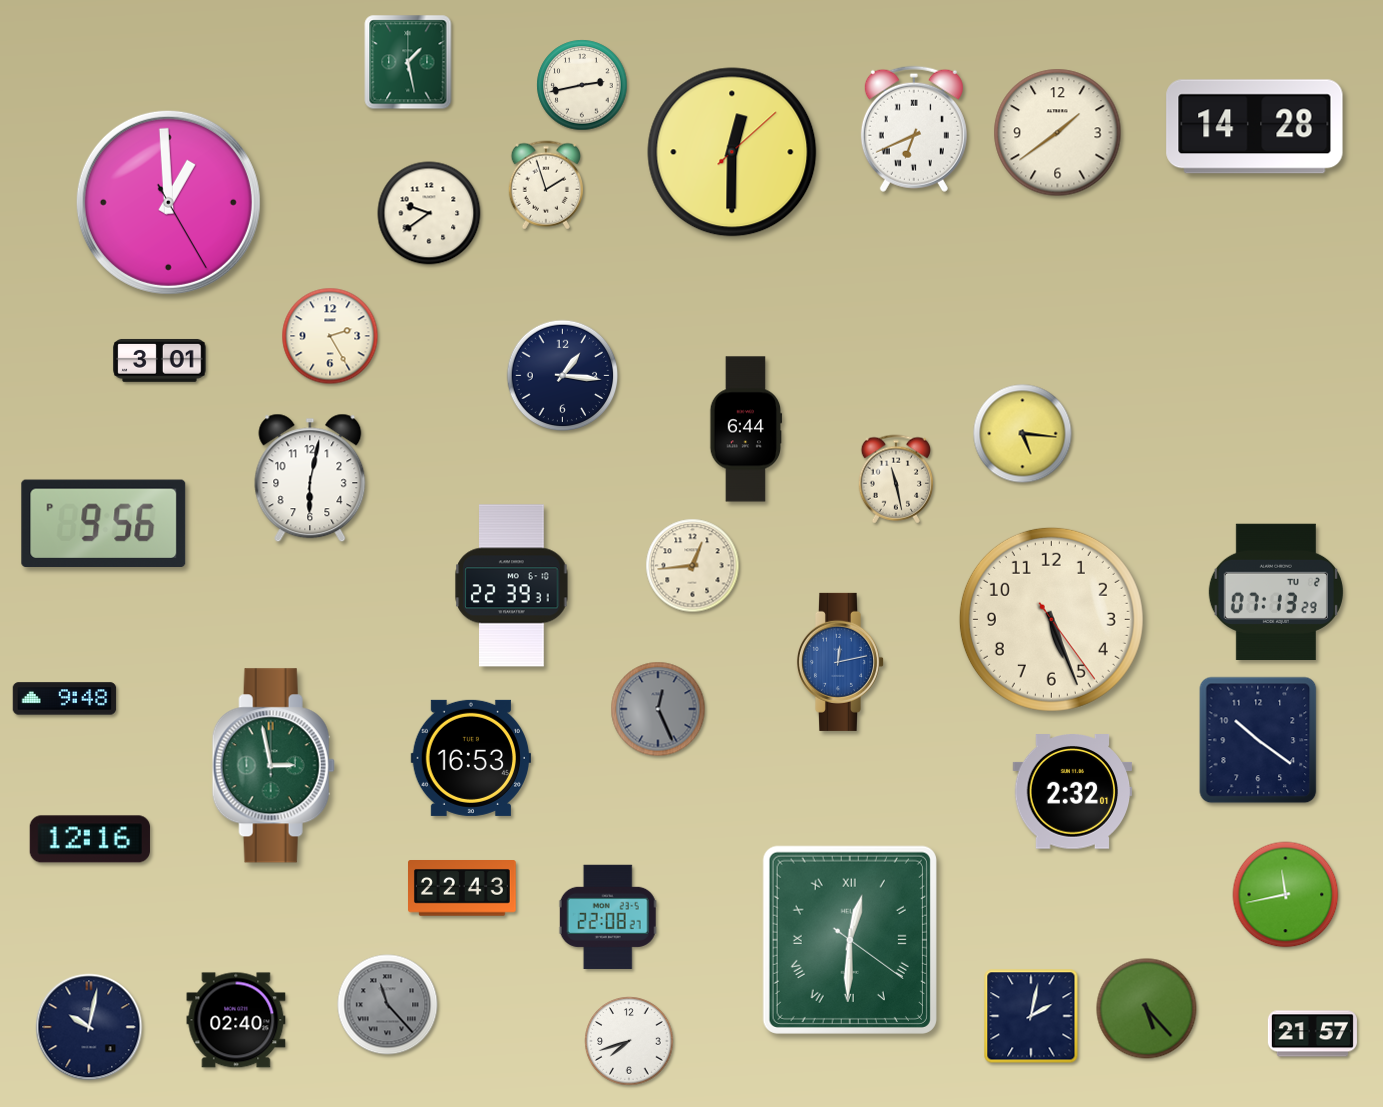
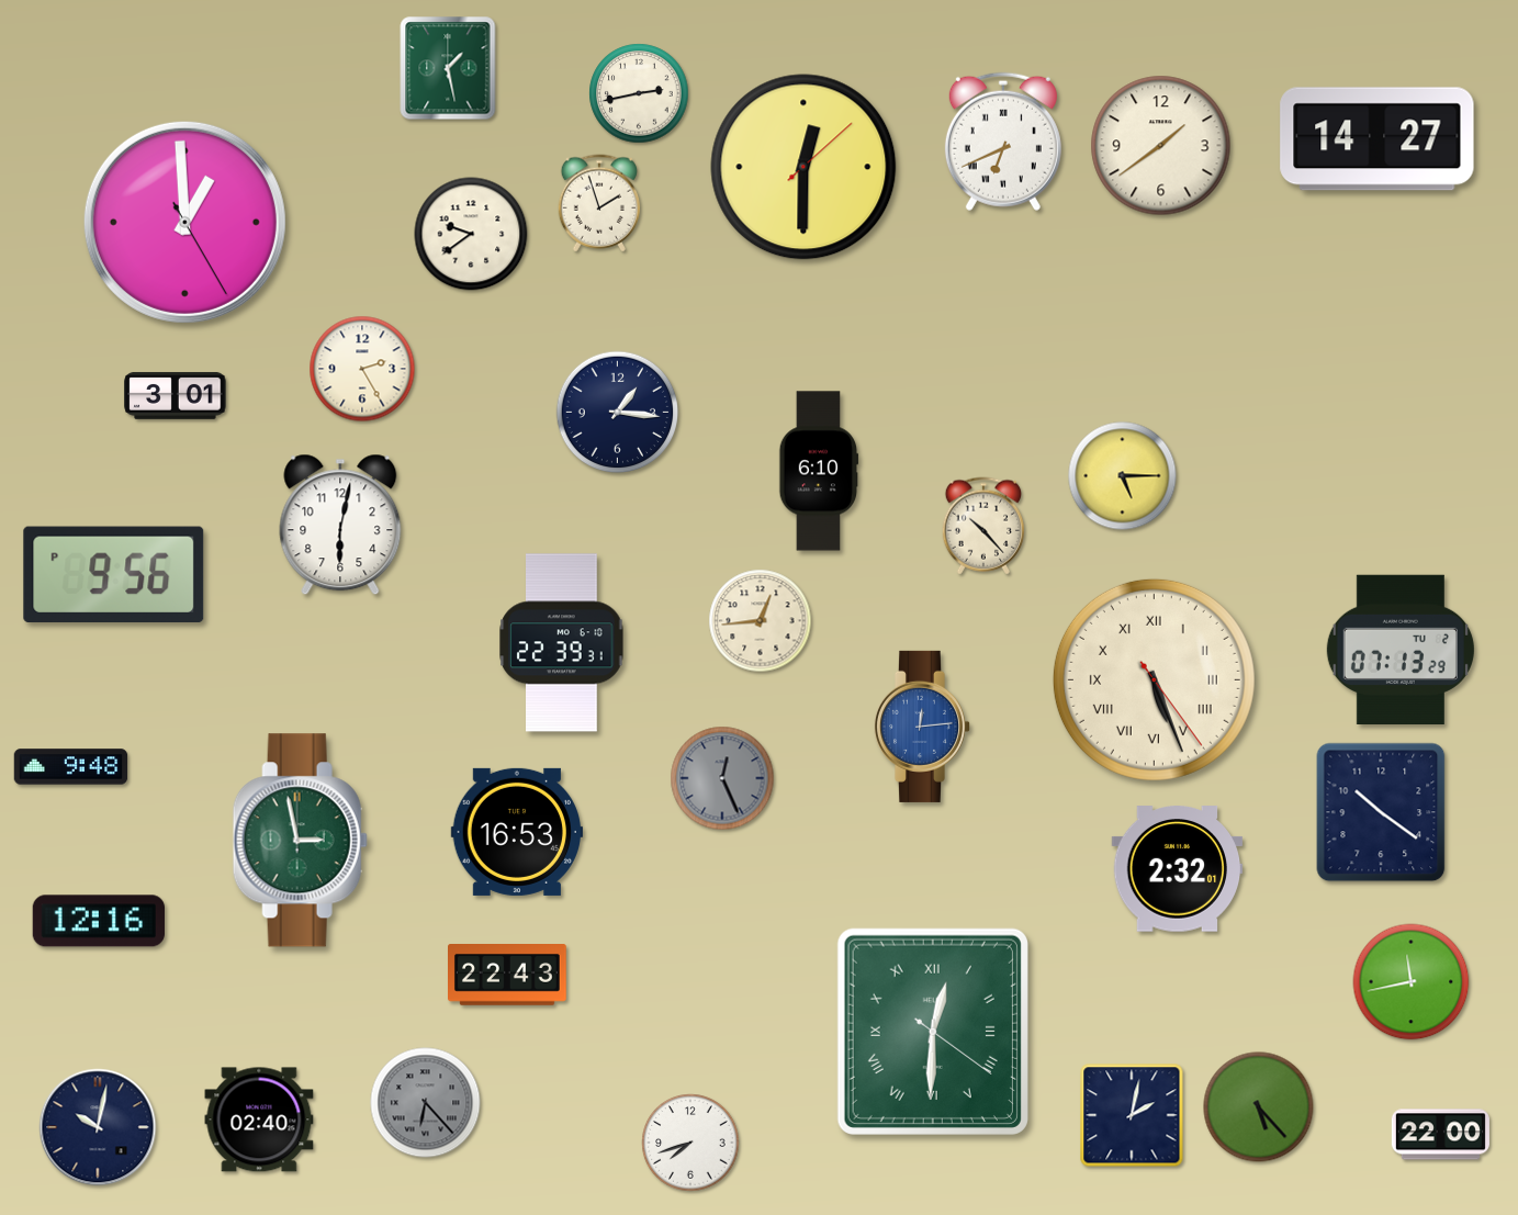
clock at (1255, 127): 14:28 -> 14:27
clock at (746, 429): 6:44 -> 6:10
clock at (1023, 434): 5:16 -> 5:15
clock at (895, 479): 11:28 -> 10:23
clock at (1051, 619) numerals: Arabic -> Roman
clock at (839, 662): 12:13 -> 12:14
clock at (608, 917): 22:08 -> none
clock at (388, 1005): 11:23 -> 6:23
clock at (1312, 1034): 21:57 -> 22:00
